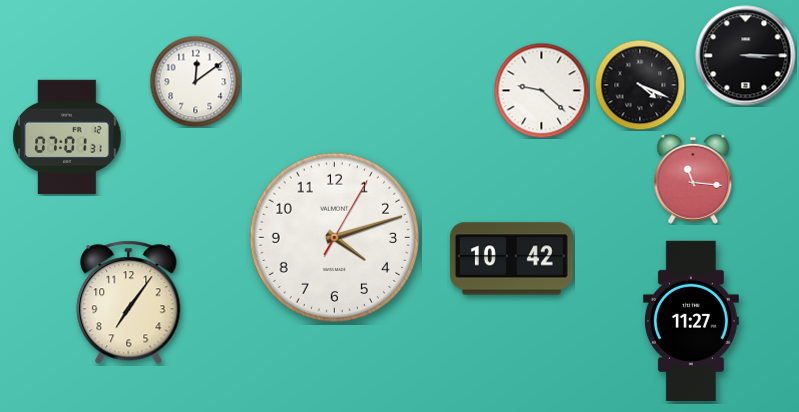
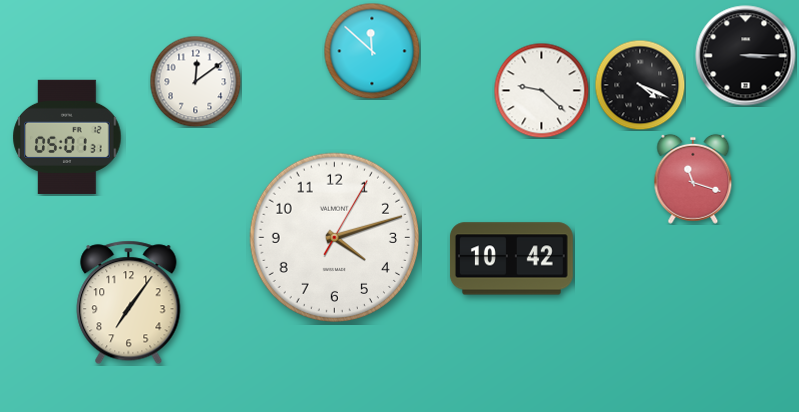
clock at (372, 51): none -> 11:52
clock at (67, 137): 07:01 -> 05:01
clock at (693, 179): 11:16 -> 11:18
clock at (691, 320): 11:27 -> none
